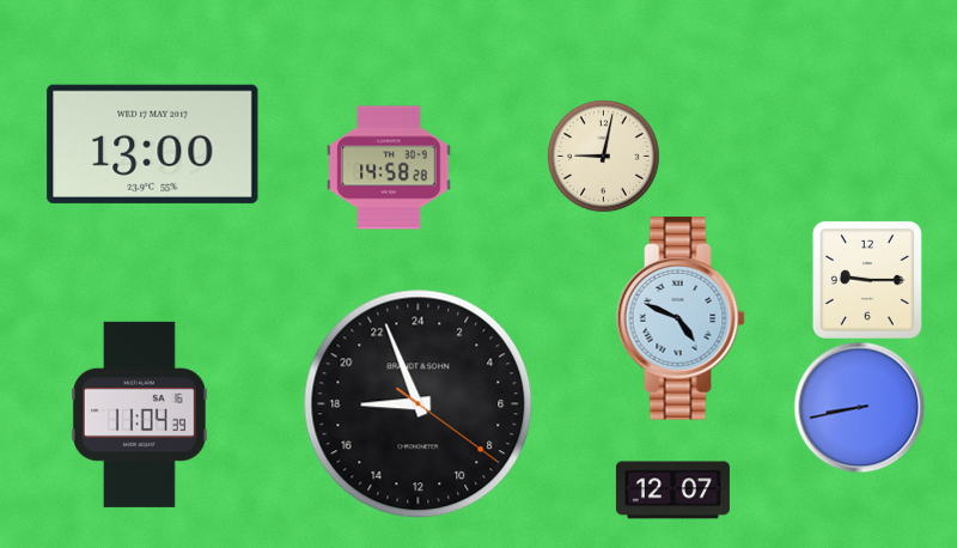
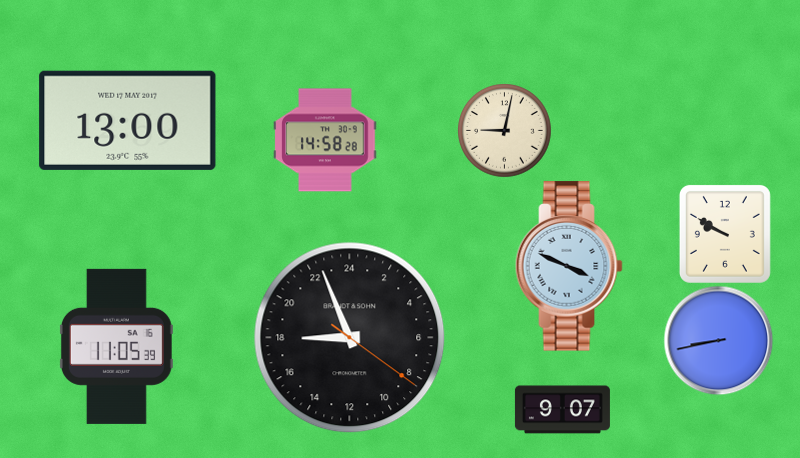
clock at (867, 280): 9:15 -> 9:50
clock at (681, 318): 4:49 -> 3:49
clock at (139, 414): 11:04 -> 11:05
clock at (672, 491): 12:07 -> 9:07
